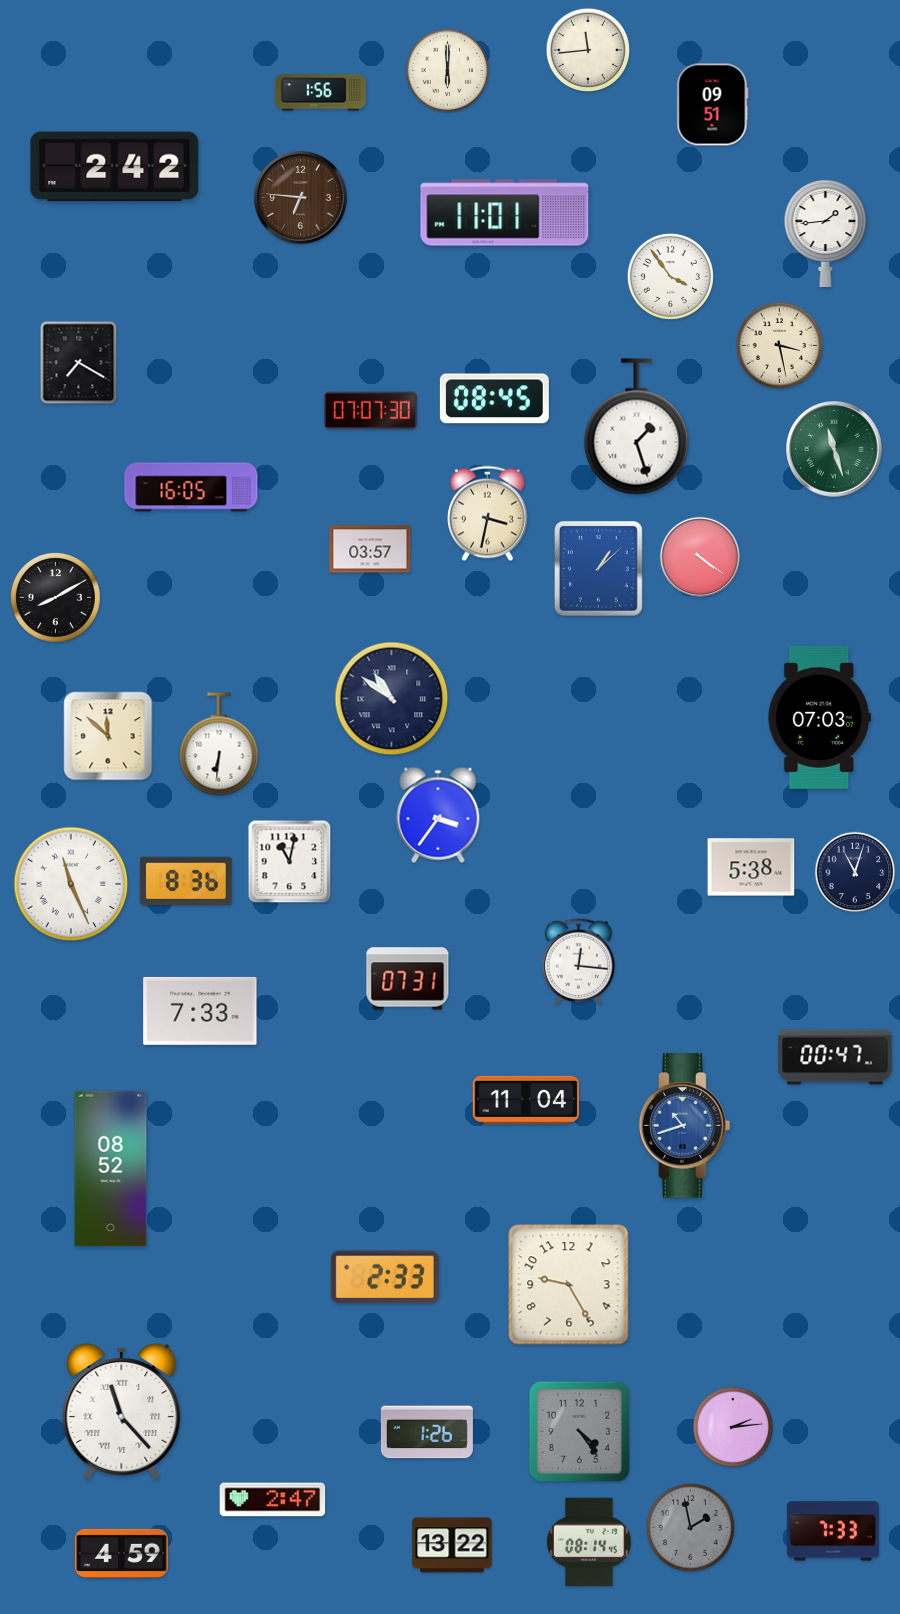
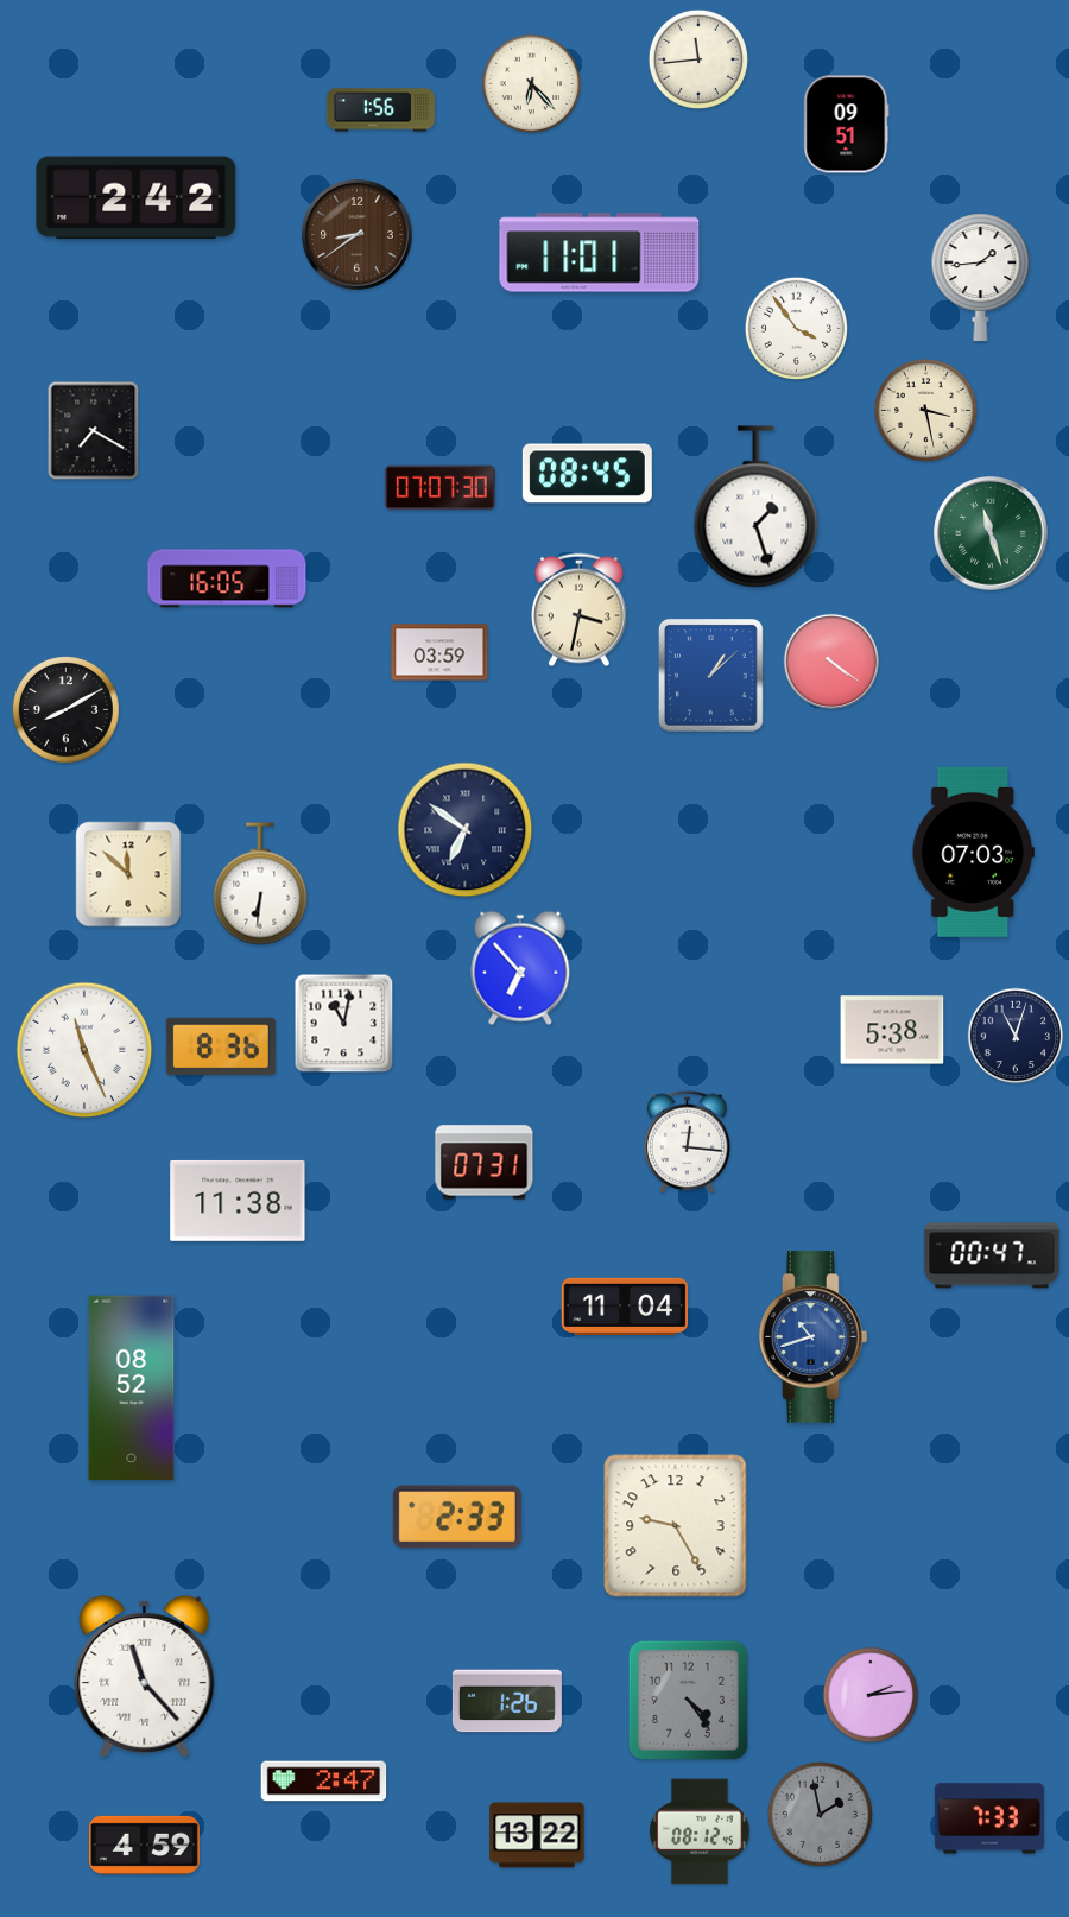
clock at (448, 71): 6:00 -> 6:23
clock at (301, 198): 6:46 -> 8:39
clock at (370, 549): 03:57 -> 03:59
clock at (392, 699): 10:51 -> 6:51
clock at (438, 815): 3:36 -> 6:53
clock at (200, 1011): 7:33 -> 11:38
clock at (589, 1542): 08:14 -> 08:12
